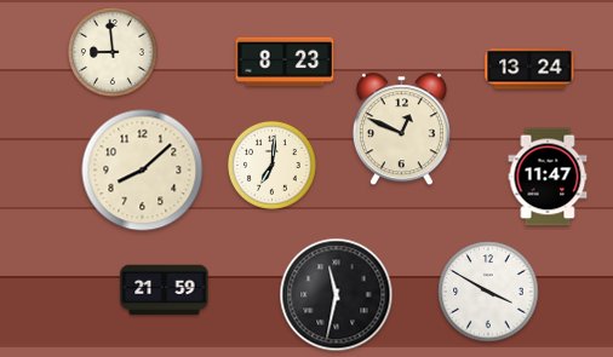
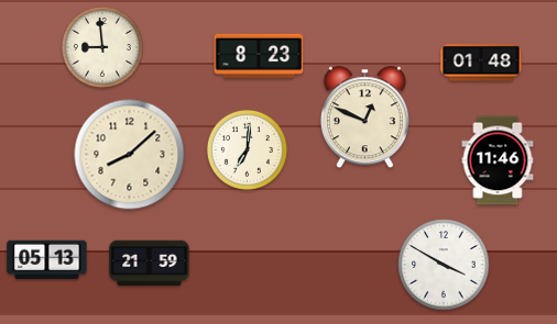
clock at (529, 69): 13:24 -> 01:48
clock at (548, 177): 11:47 -> 11:46
clock at (47, 260): none -> 05:13
clock at (337, 295): 11:32 -> none
